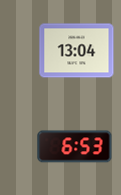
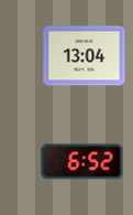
clock at (75, 147): 6:53 -> 6:52
